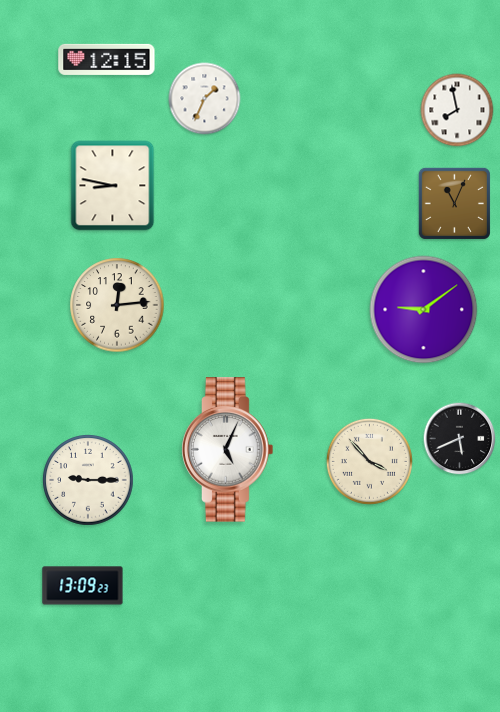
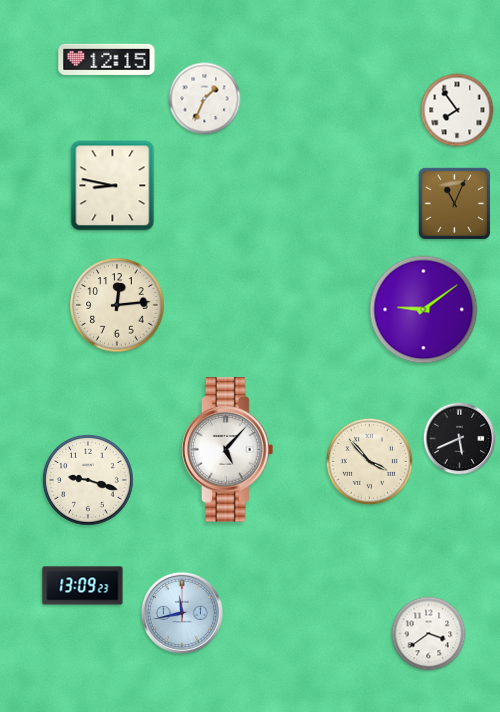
clock at (457, 110): 7:58 -> 7:54
clock at (228, 450): 5:04 -> 5:07
clock at (88, 480): 9:15 -> 9:18
clock at (182, 613): none -> 11:43
clock at (429, 634): none -> 3:39
